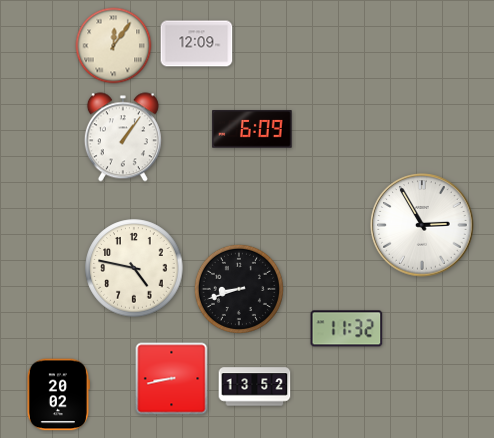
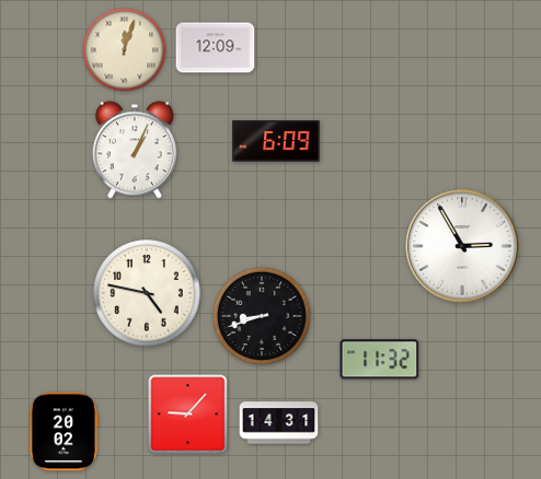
clock at (114, 46): 12:06 -> 12:03
clock at (123, 137): 1:06 -> 1:04
clock at (172, 379): 8:43 -> 9:07
clock at (255, 387): 13:52 -> 14:31
